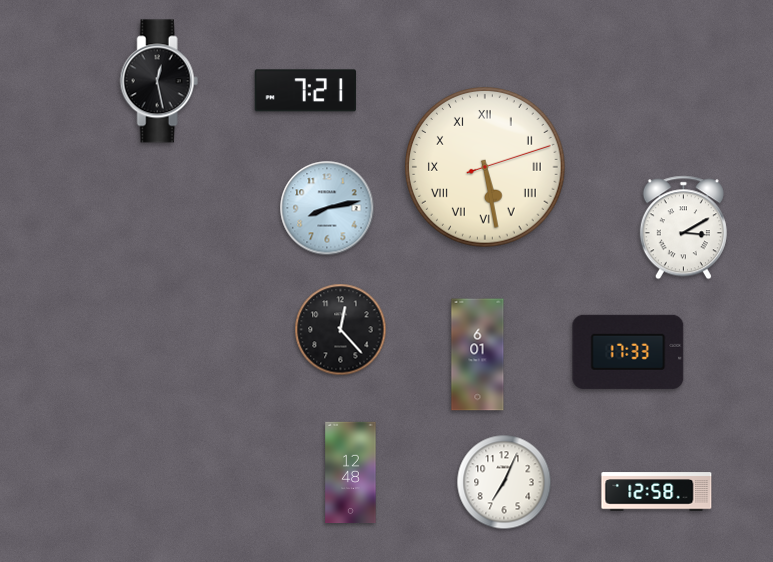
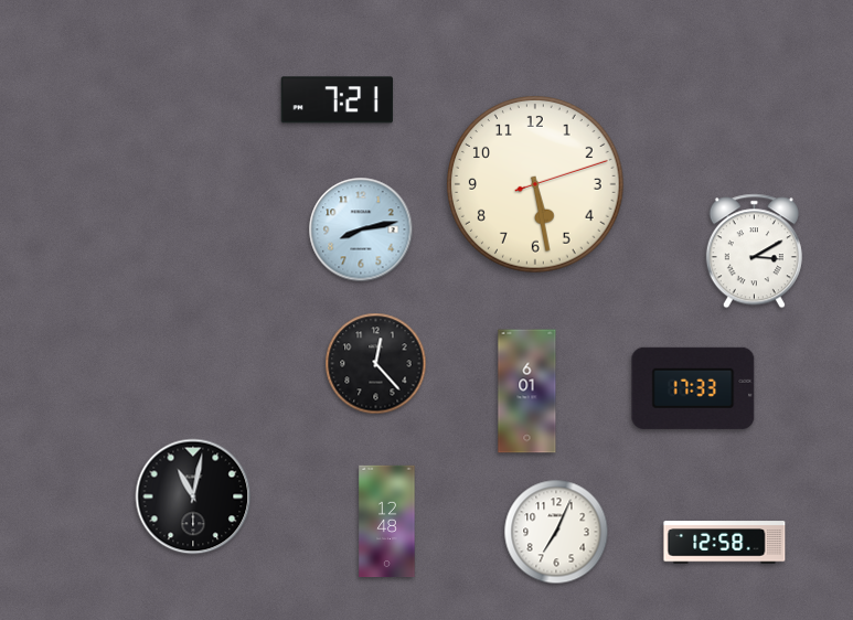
clock at (159, 81): 12:28 -> none
clock at (486, 168) numerals: Roman -> Arabic
clock at (193, 496): none -> 11:02
